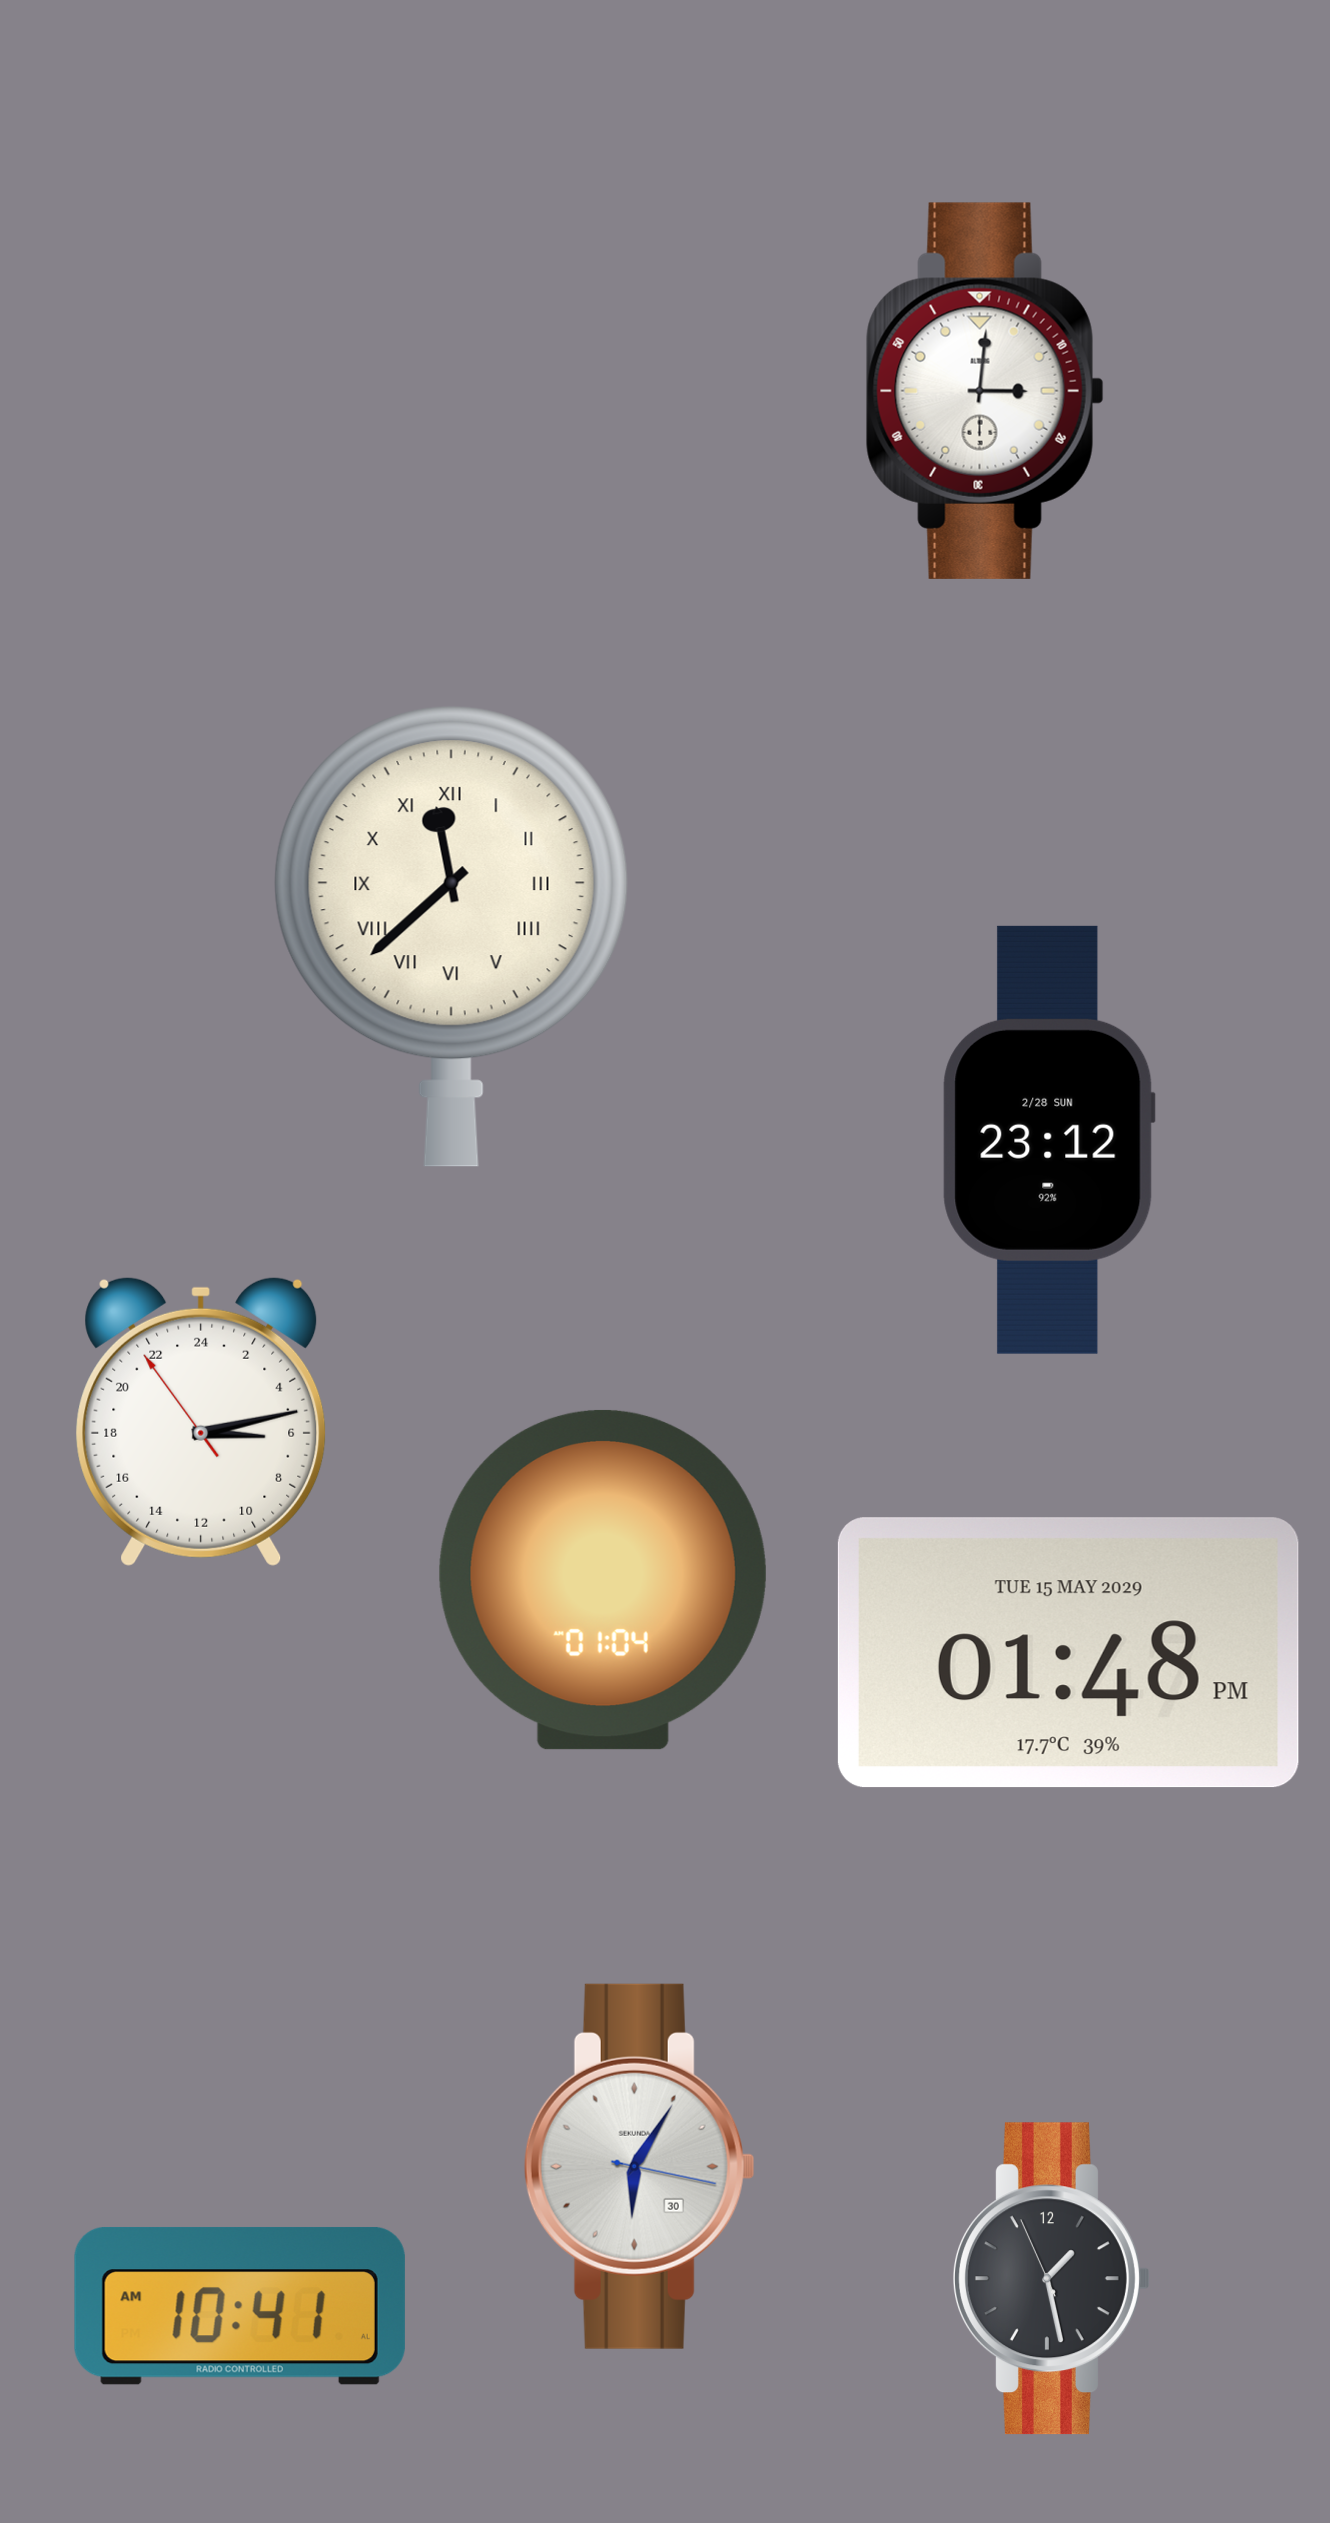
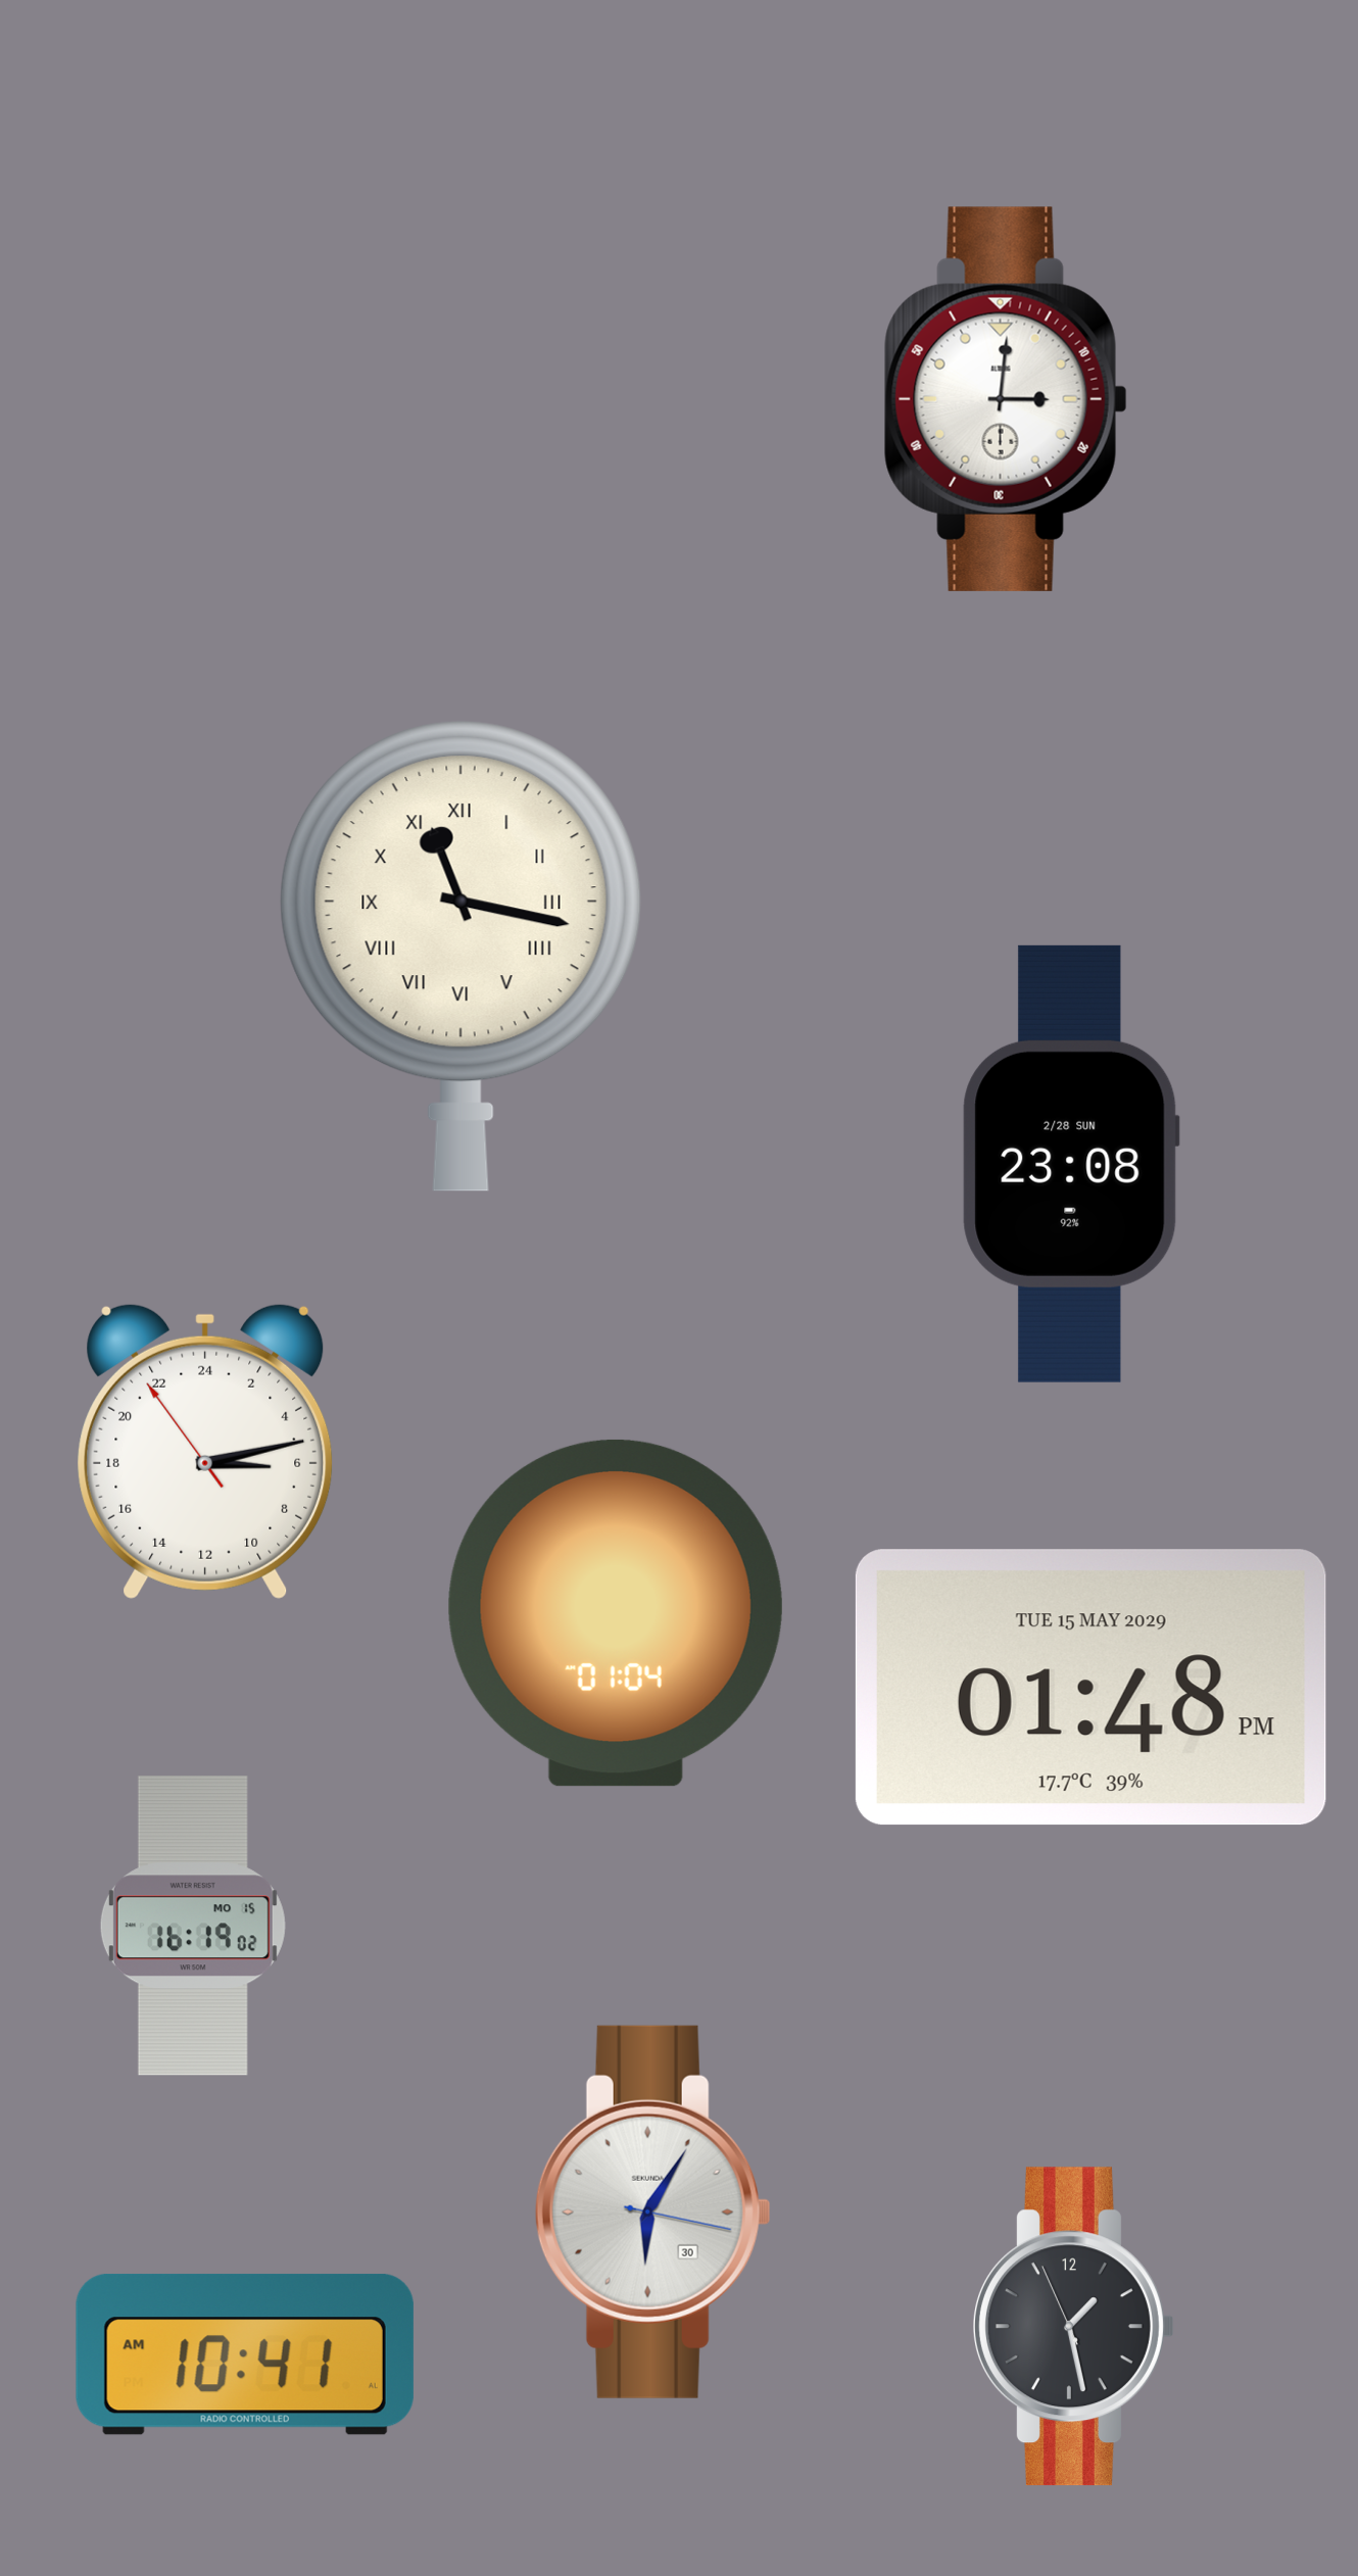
clock at (451, 936): 11:38 -> 11:17
clock at (1049, 1140): 23:12 -> 23:08
clock at (193, 1926): none -> 16:19
